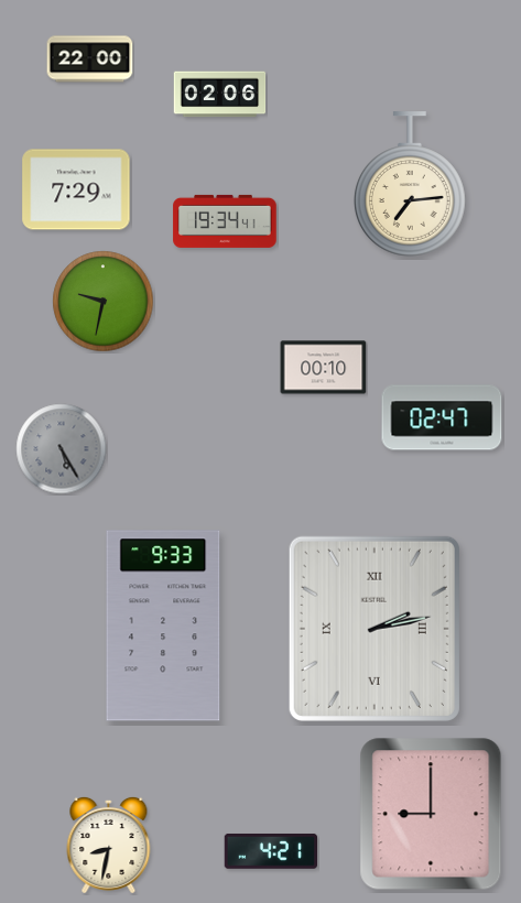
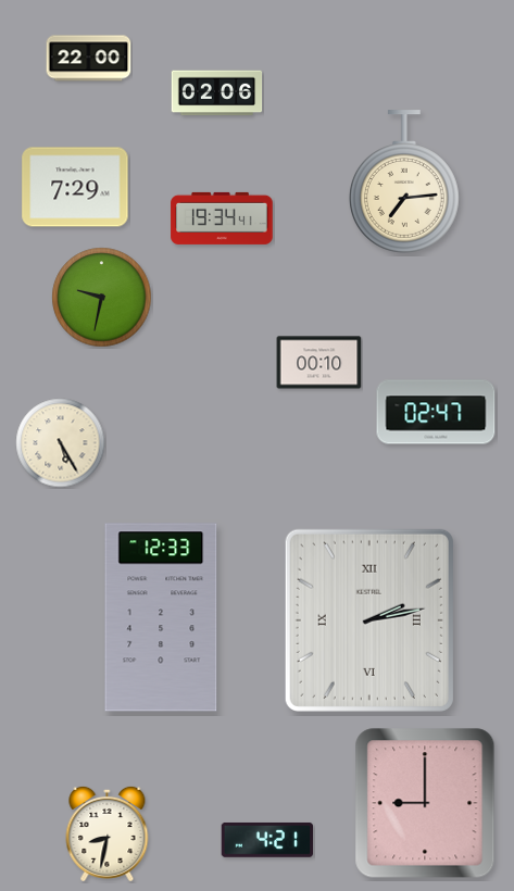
clock at (62, 449) dial: grey -> cream
clock at (163, 625): 9:33 -> 12:33
